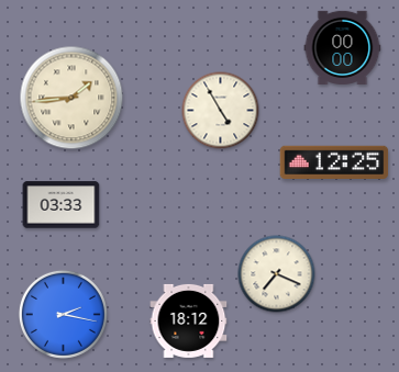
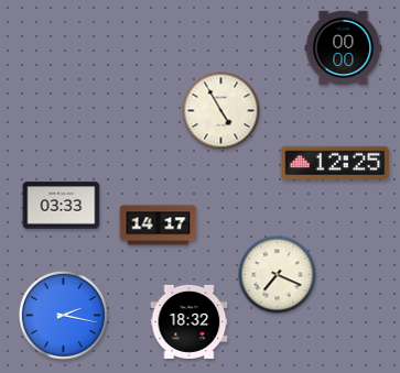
clock at (71, 98): 1:44 -> none
clock at (159, 226): none -> 14:17
clock at (189, 320): 18:12 -> 18:32
